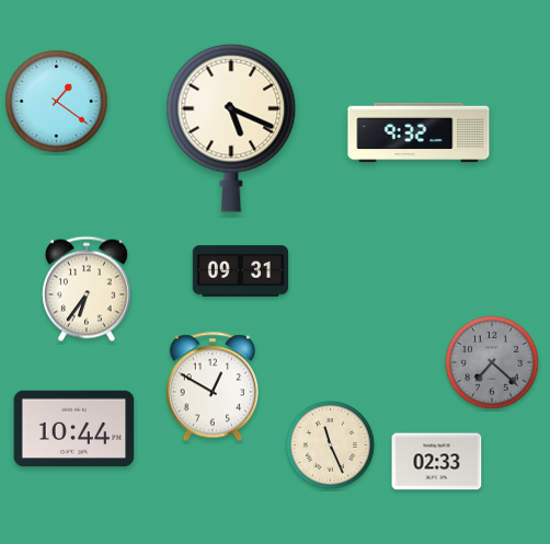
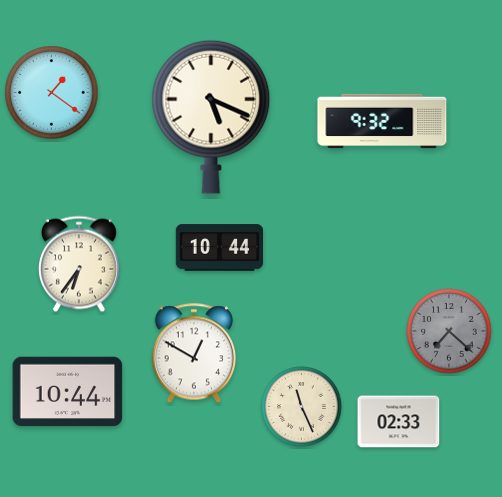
clock at (241, 271): 09:31 -> 10:44
